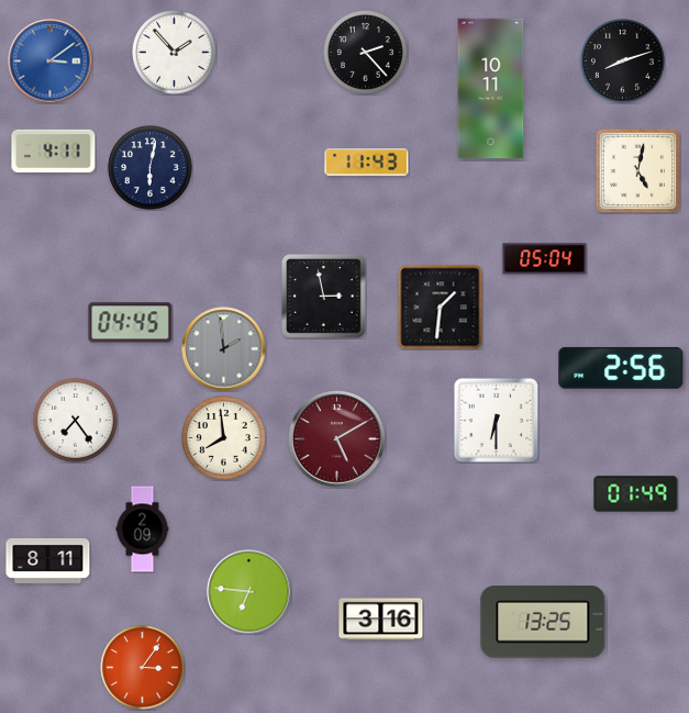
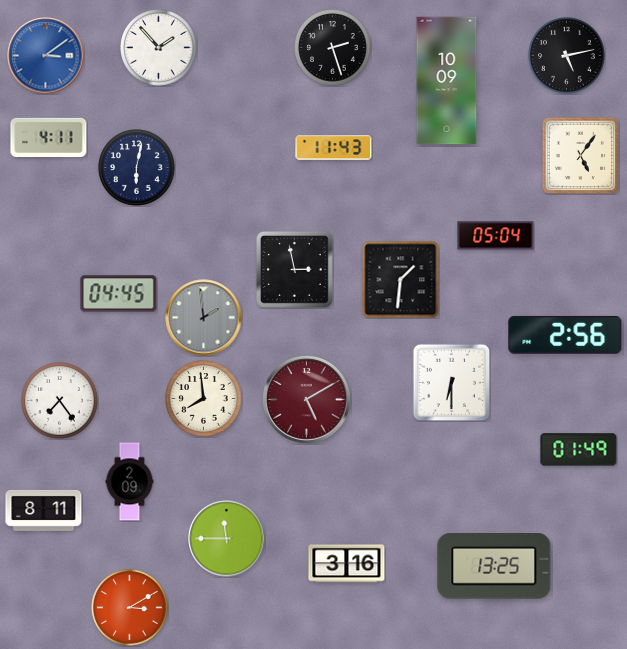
clock at (366, 53): 2:23 -> 2:27
clock at (623, 62): 8:12 -> 5:13
clock at (491, 89): 10:11 -> 10:09
clock at (151, 168) position: (151, 168) -> (137, 168)
clock at (637, 170): 5:02 -> 5:06
clock at (76, 421) position: (76, 421) -> (60, 401)
clock at (249, 592): 6:46 -> 11:45
clock at (143, 668): 3:06 -> 3:10
